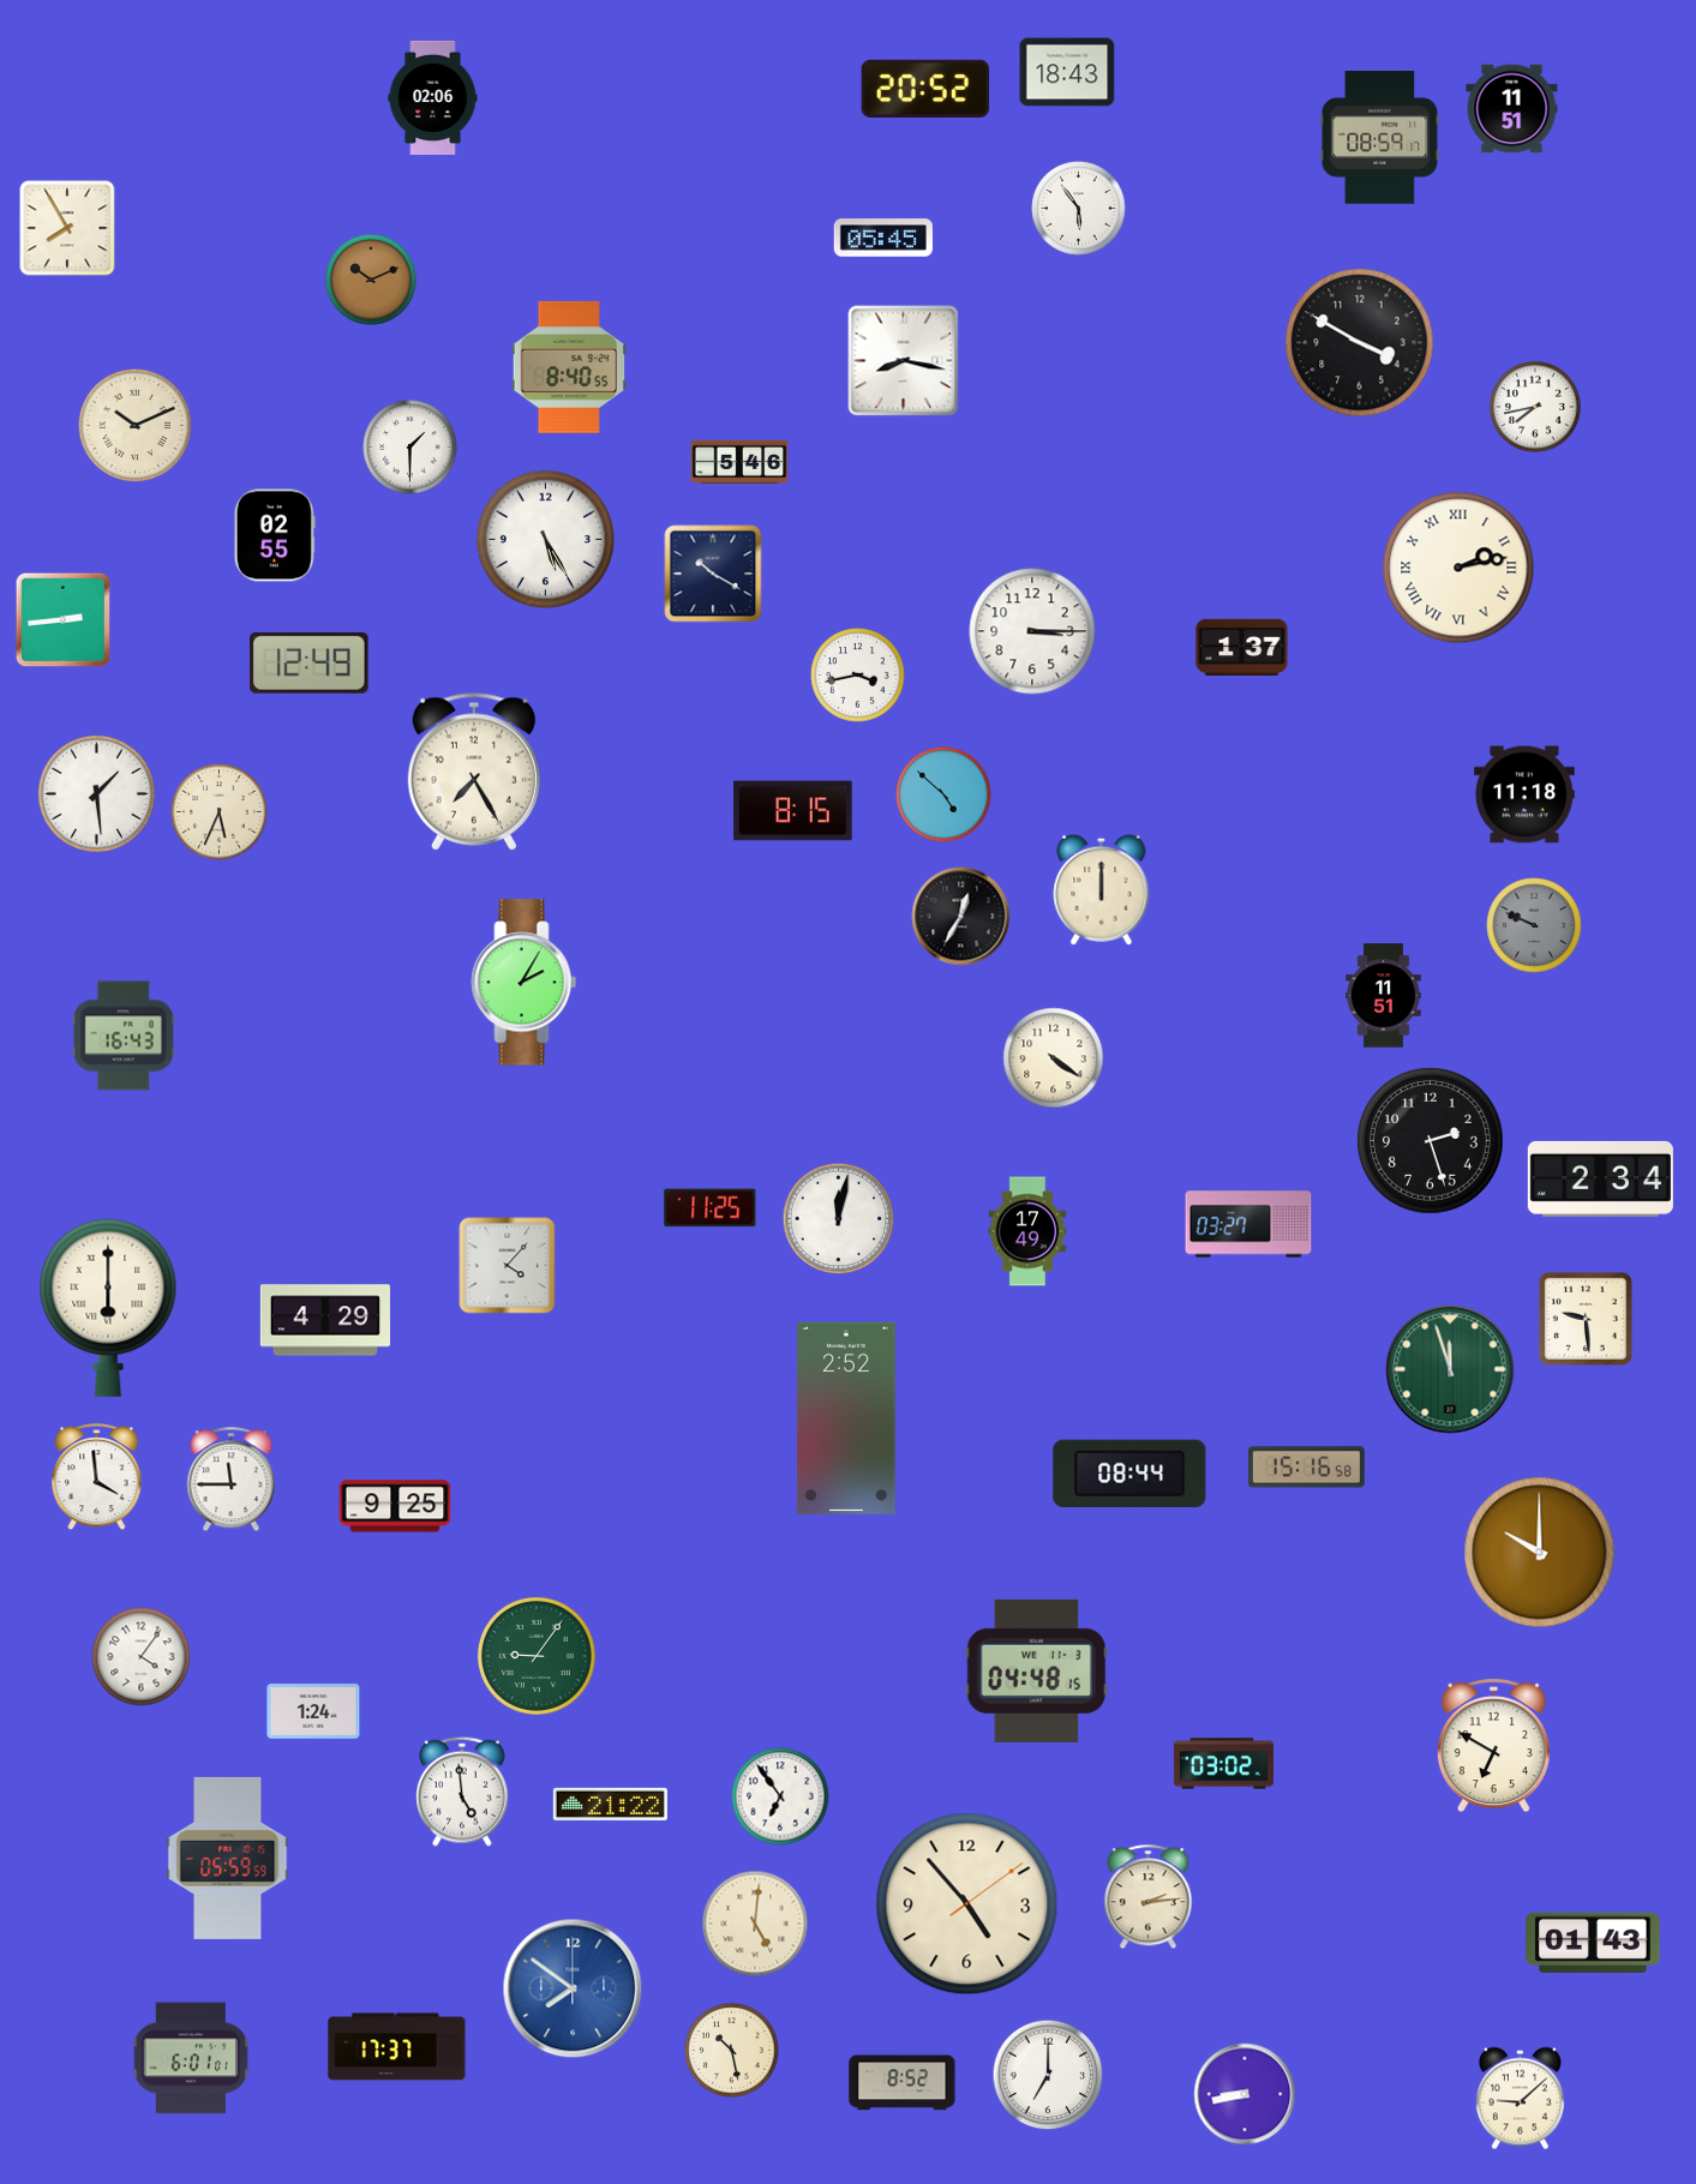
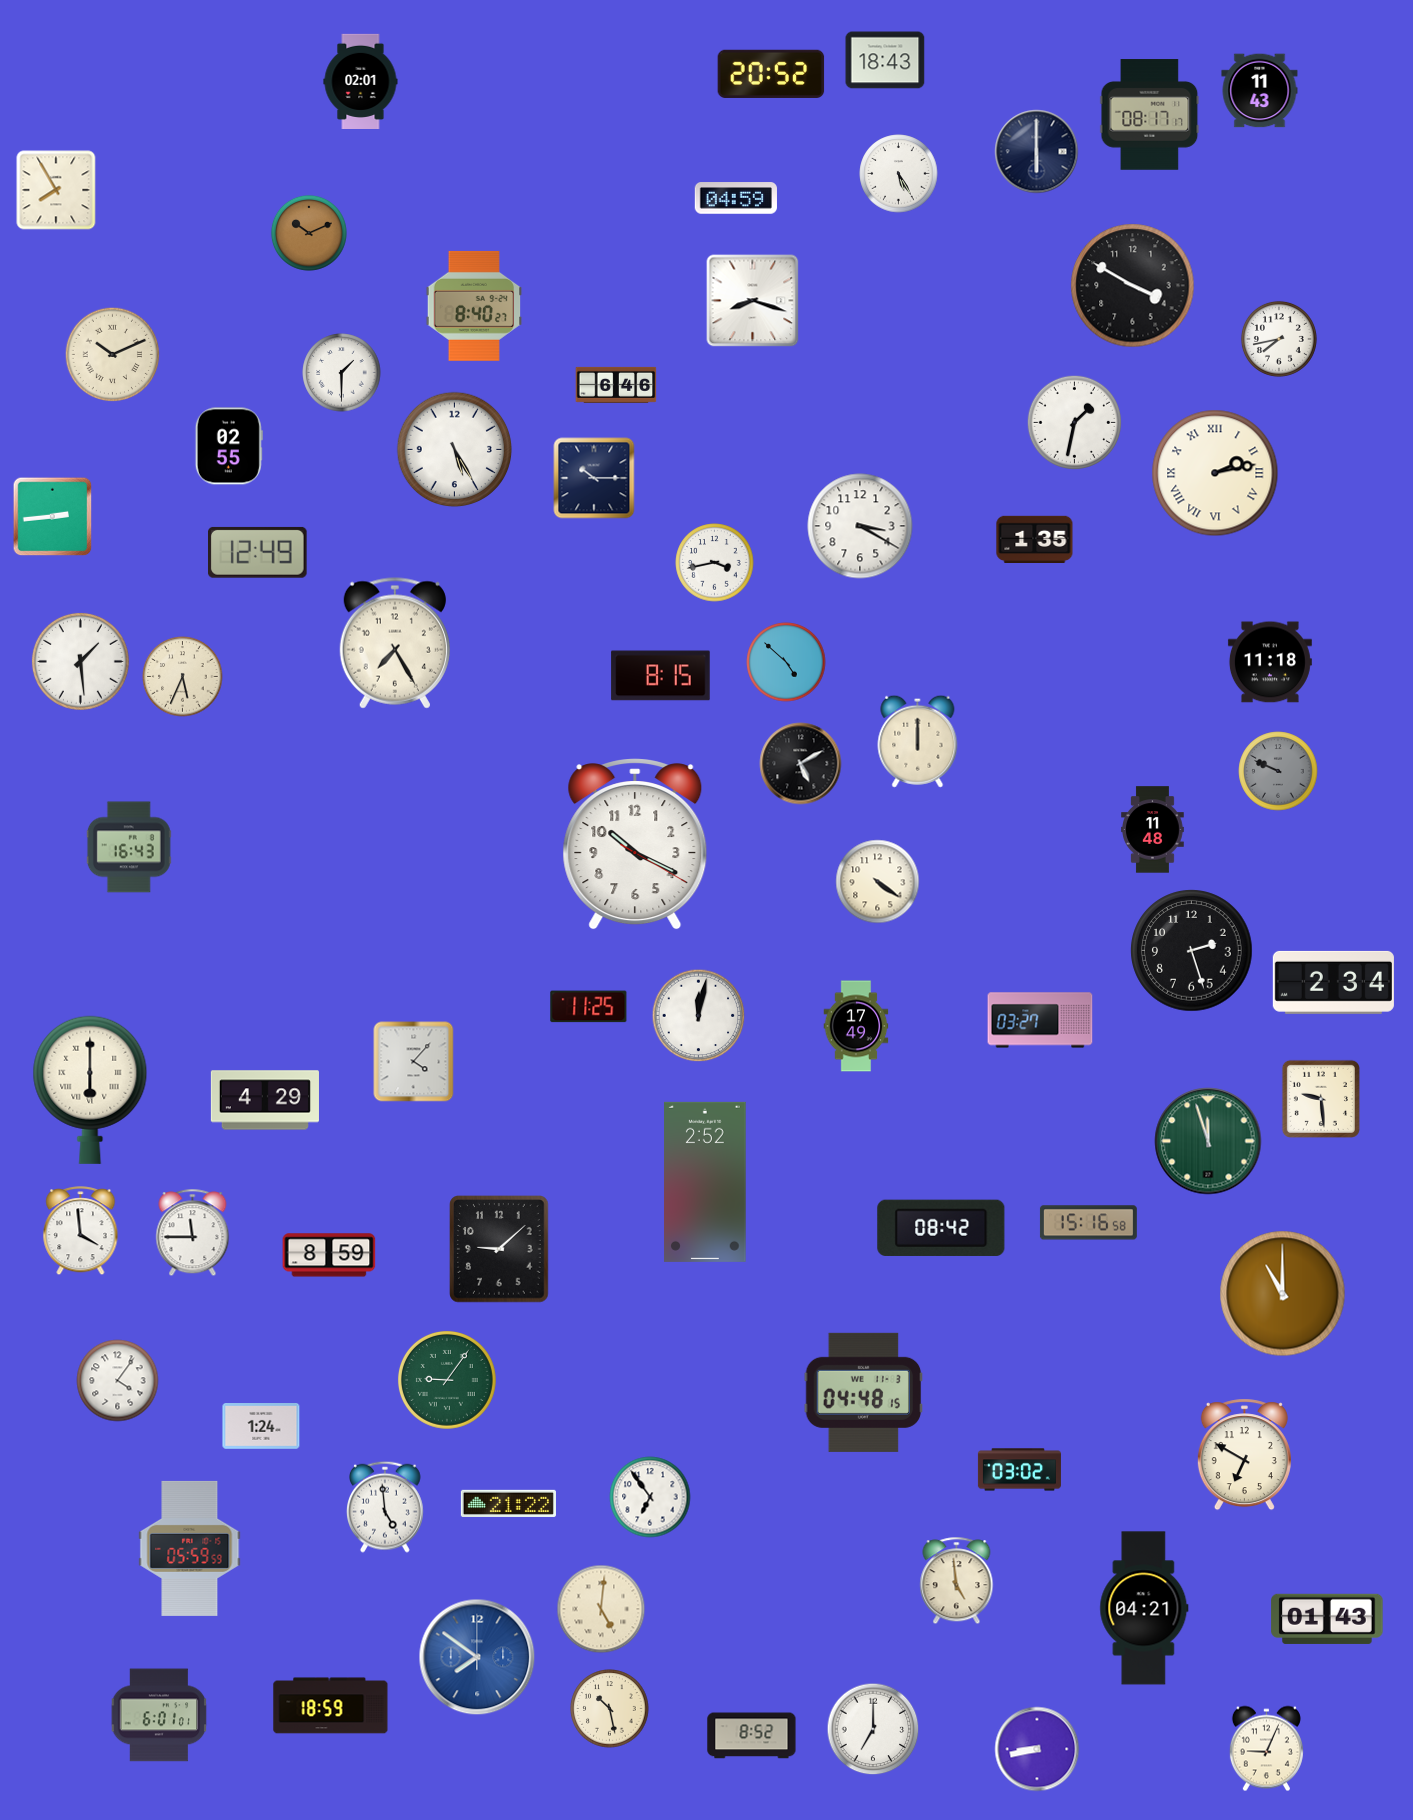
clock at (1067, 72) position: (1067, 72) -> (885, 60)
clock at (433, 97): 02:06 -> 02:01
clock at (1512, 109): 11:51 -> 11:43
clock at (1380, 138): 08:59 -> 08:17
clock at (1037, 152): none -> 6:00
clock at (1079, 209): 5:54 -> 5:25
clock at (883, 238): 05:45 -> 04:59
clock at (904, 361): 8:17 -> 8:18
clock at (569, 367): 8:40:55 -> 8:40:27
clock at (739, 462): 5:46 -> 6:46
clock at (1075, 423): none -> 1:32
clock at (713, 574): 10:20 -> 10:15
clock at (1032, 631): 3:15 -> 3:20
clock at (1242, 647): 1:37 -> 1:35
clock at (961, 917): 12:35 -> 5:10
clock at (525, 983): 2:05 -> none
clock at (1384, 996): 11:51 -> 11:48
clock at (635, 844): none -> 10:19
clock at (124, 1036) position: (124, 1036) -> (129, 847)
clock at (711, 1208) position: (711, 1208) -> (589, 1007)
clock at (508, 1266) position: (508, 1266) -> (414, 1062)
clock at (325, 1320) position: (325, 1320) -> (265, 1100)
clock at (1129, 1472): 08:44 -> 08:42
clock at (499, 1249): none -> 9:08
clock at (395, 1506): 9:25 -> 8:59
clock at (1540, 1553): 10:00 -> 11:00
clock at (463, 1792) position: (463, 1792) -> (386, 1507)
clock at (1149, 1897): 2:14 -> 4:59
clock at (967, 1904): 4:53 -> none
clock at (755, 1924) position: (755, 1924) -> (601, 1609)
clock at (1144, 1608): none -> 04:21
clock at (397, 2047): 17:37 -> 18:59
clock at (1245, 2094) position: (1245, 2094) -> (1037, 1749)
clock at (1520, 2099): 9:08 -> 9:04
